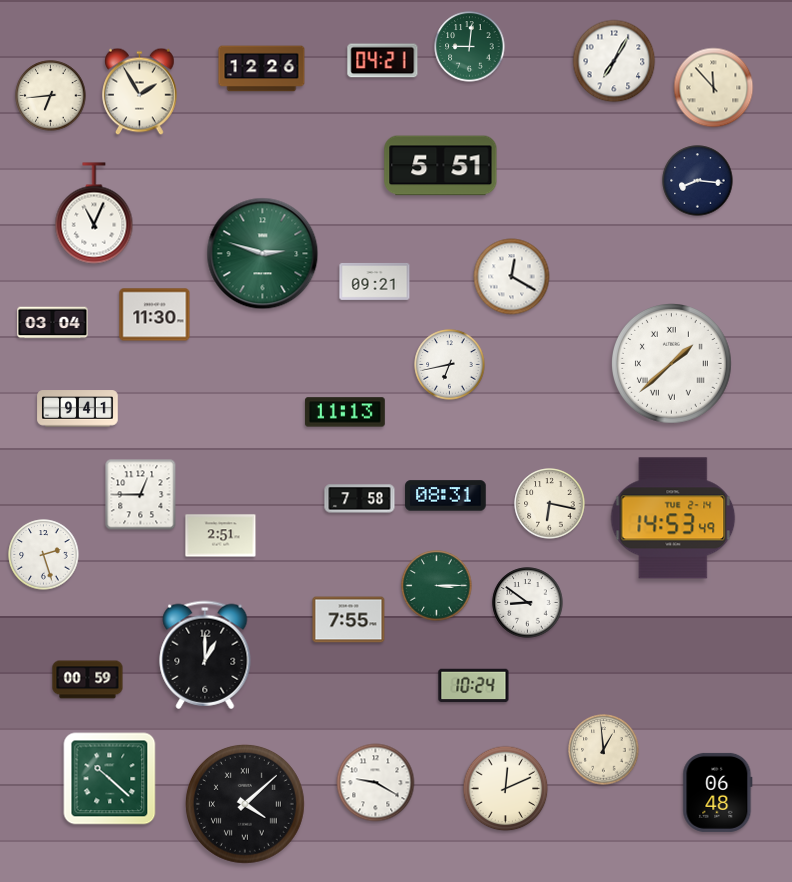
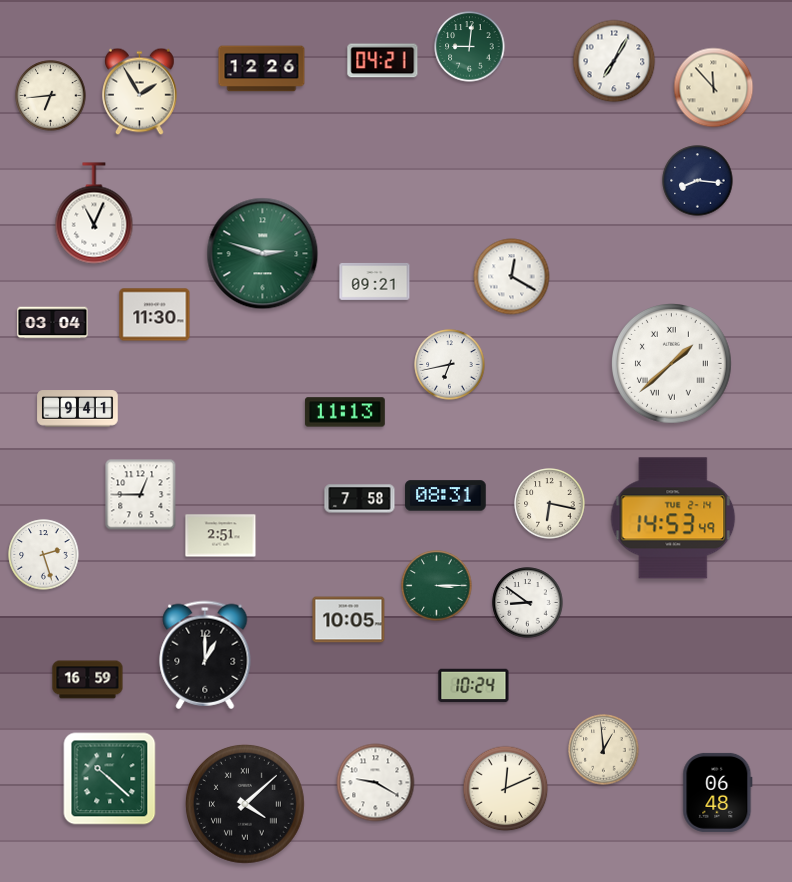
clock at (441, 166): 5:51 -> none
clock at (349, 620): 7:55 -> 10:05
clock at (88, 680): 00:59 -> 16:59
